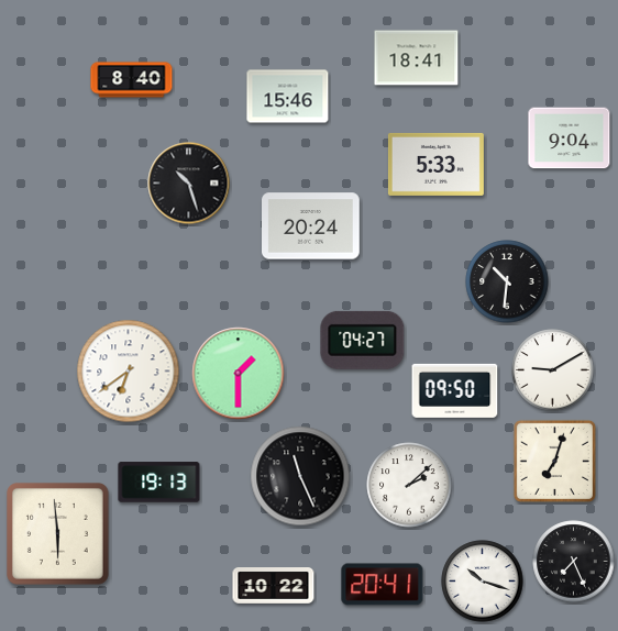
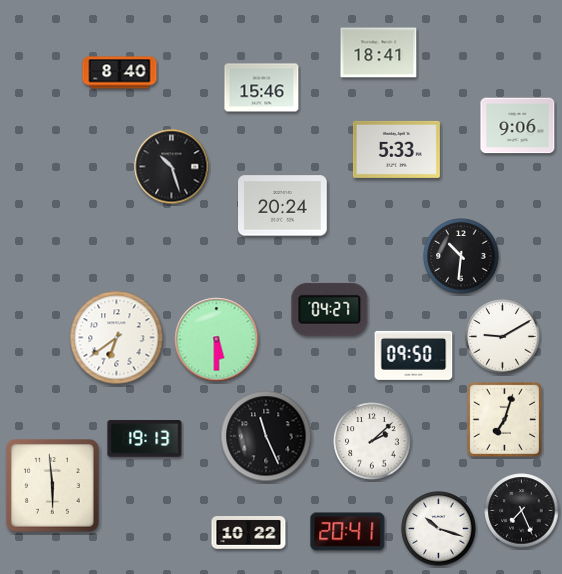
clock at (570, 139): 9:04 -> 9:06
clock at (239, 374): 1:30 -> 5:30
clock at (300, 476) position: (300, 476) -> (266, 436)
